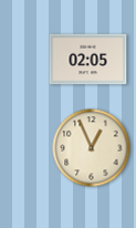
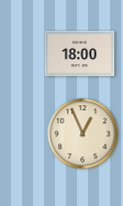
clock at (88, 60): 02:05 -> 18:00
